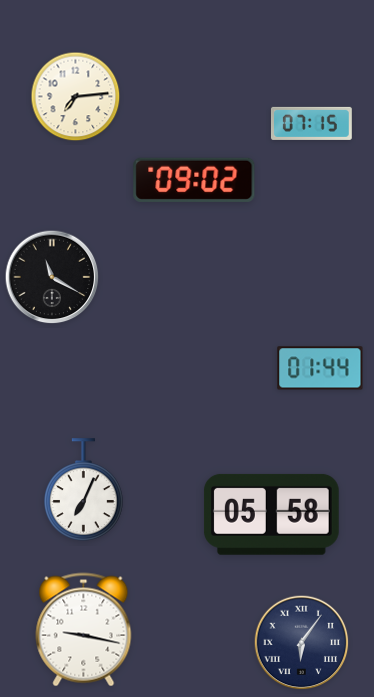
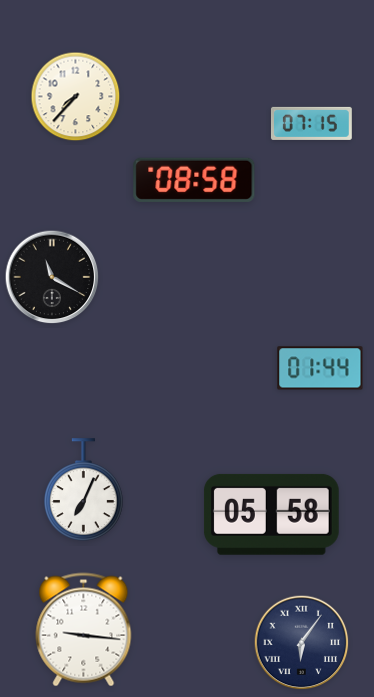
clock at (76, 97): 7:14 -> 7:37
clock at (194, 180): 09:02 -> 08:58
clock at (84, 630): 9:17 -> 9:16
